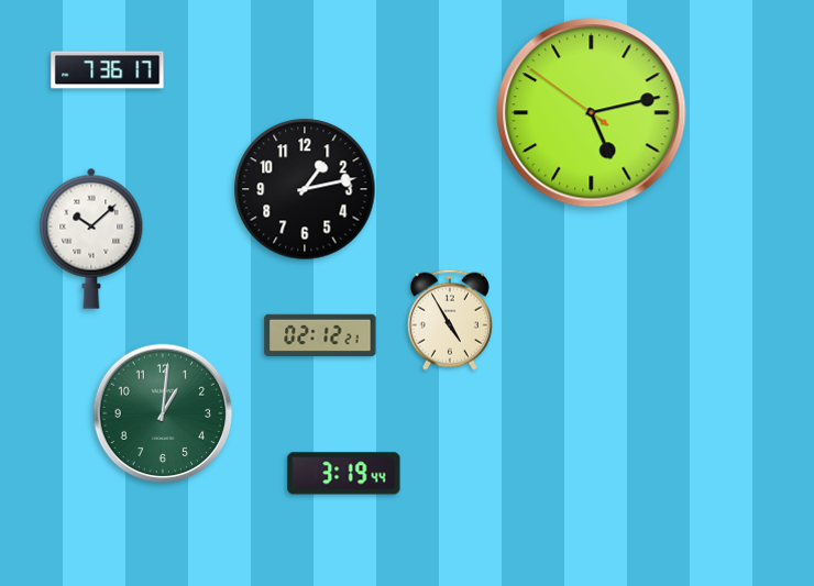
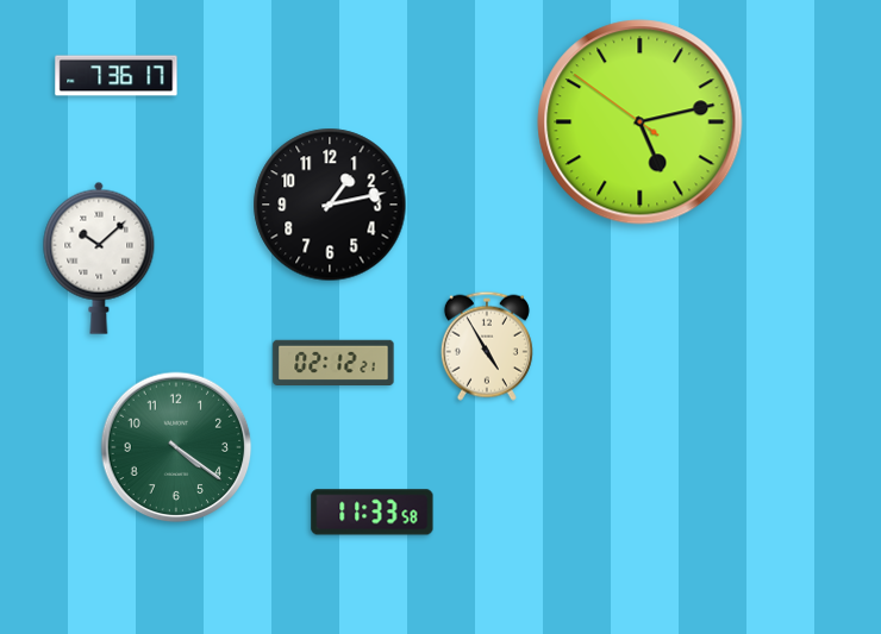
clock at (320, 334) position: (320, 334) -> (333, 362)
clock at (163, 413): 1:01 -> 4:21
clock at (344, 474): 3:19 -> 11:33
